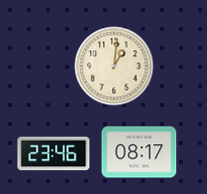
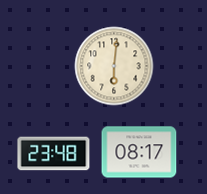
clock at (114, 66): 1:01 -> 6:01
clock at (54, 154): 23:46 -> 23:48
